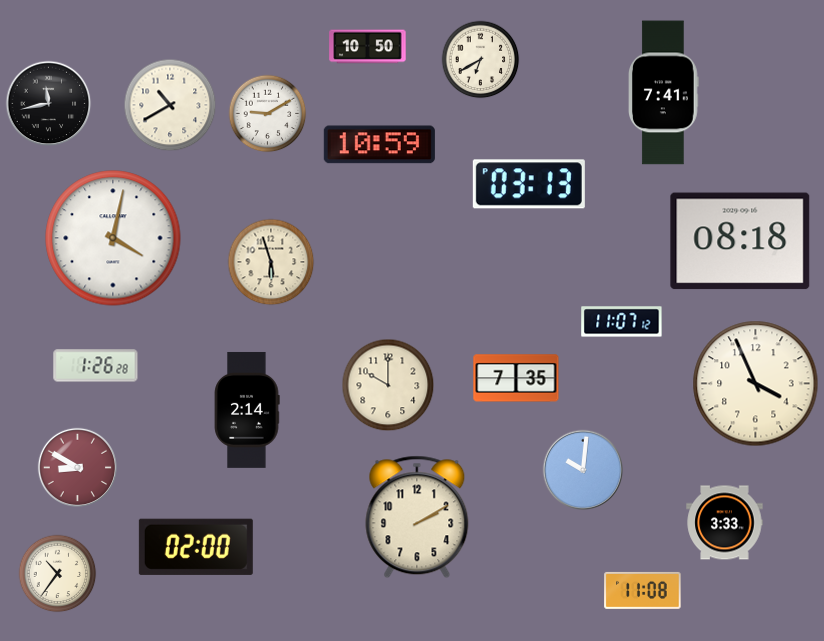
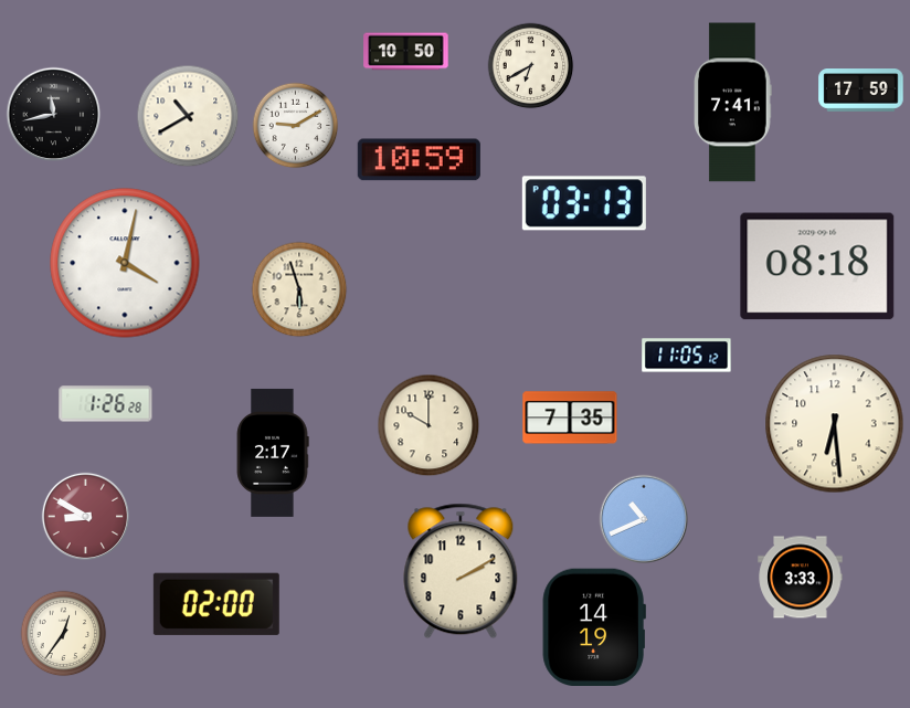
clock at (861, 91): none -> 17:59
clock at (622, 322): 11:07 -> 11:05
clock at (756, 384): 3:56 -> 6:29
clock at (247, 410): 2:14 -> 2:17
clock at (583, 470): 10:01 -> 10:41
clock at (594, 626): none -> 14:19
clock at (57, 573): 10:36 -> 12:36
clock at (643, 590): 11:08 -> none
